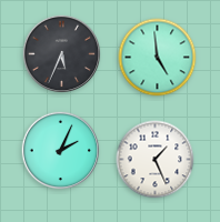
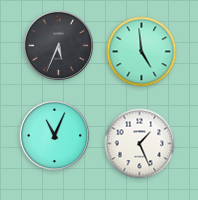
clock at (62, 54) position: (62, 54) -> (59, 46)
clock at (61, 151): 2:04 -> 11:04
